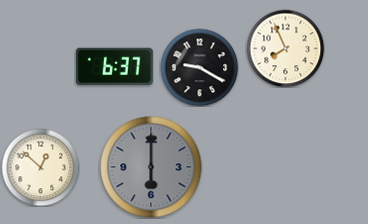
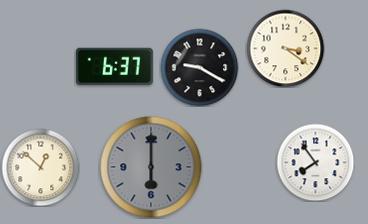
clock at (285, 48): 7:56 -> 3:21
clock at (315, 162): none -> 7:54
